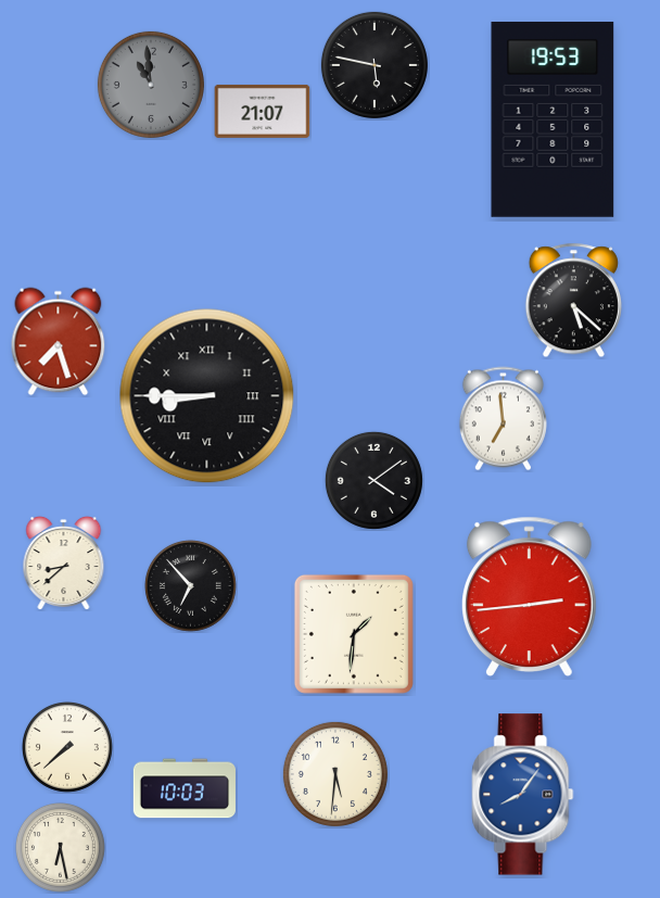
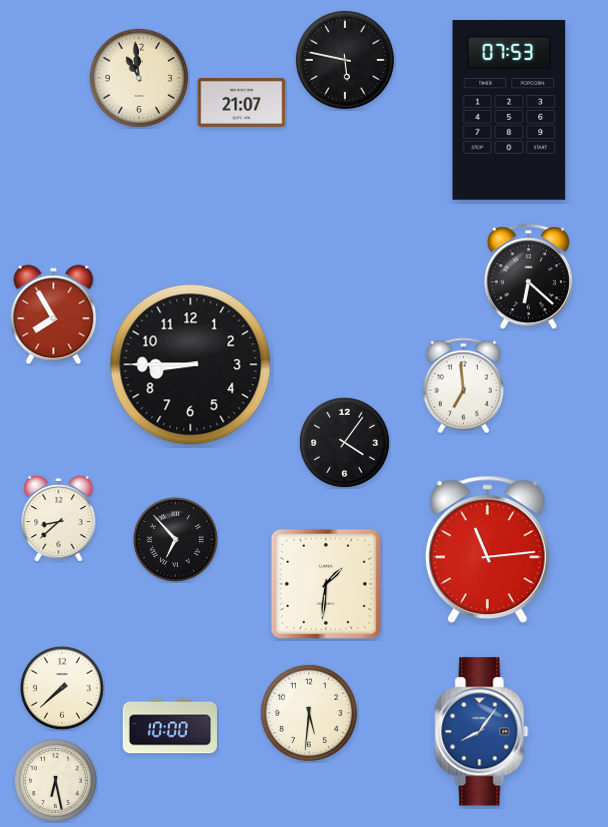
clock at (151, 85) dial: grey -> cream
clock at (553, 119): 19:53 -> 07:53
clock at (573, 301): 5:22 -> 6:22
clock at (59, 342): 7:27 -> 7:55
clock at (207, 396) numerals: Roman -> Arabic
clock at (373, 480): 4:09 -> 4:06
clock at (529, 596): 2:44 -> 11:14
clock at (185, 788): 10:03 -> 10:00
